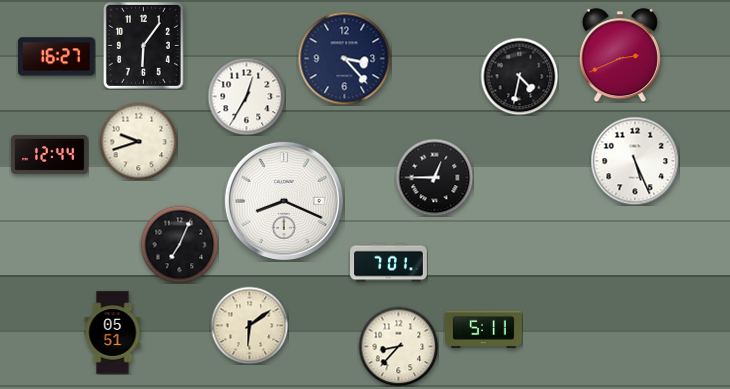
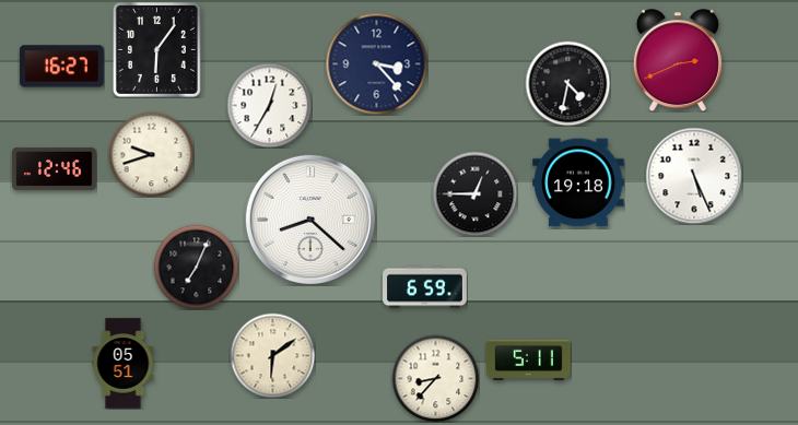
clock at (56, 57) position: (56, 57) -> (61, 67)
clock at (50, 154): 12:44 -> 12:46
clock at (578, 182): none -> 19:18
clock at (284, 201): 8:19 -> 8:22
clock at (389, 263): 7:01 -> 6:59
